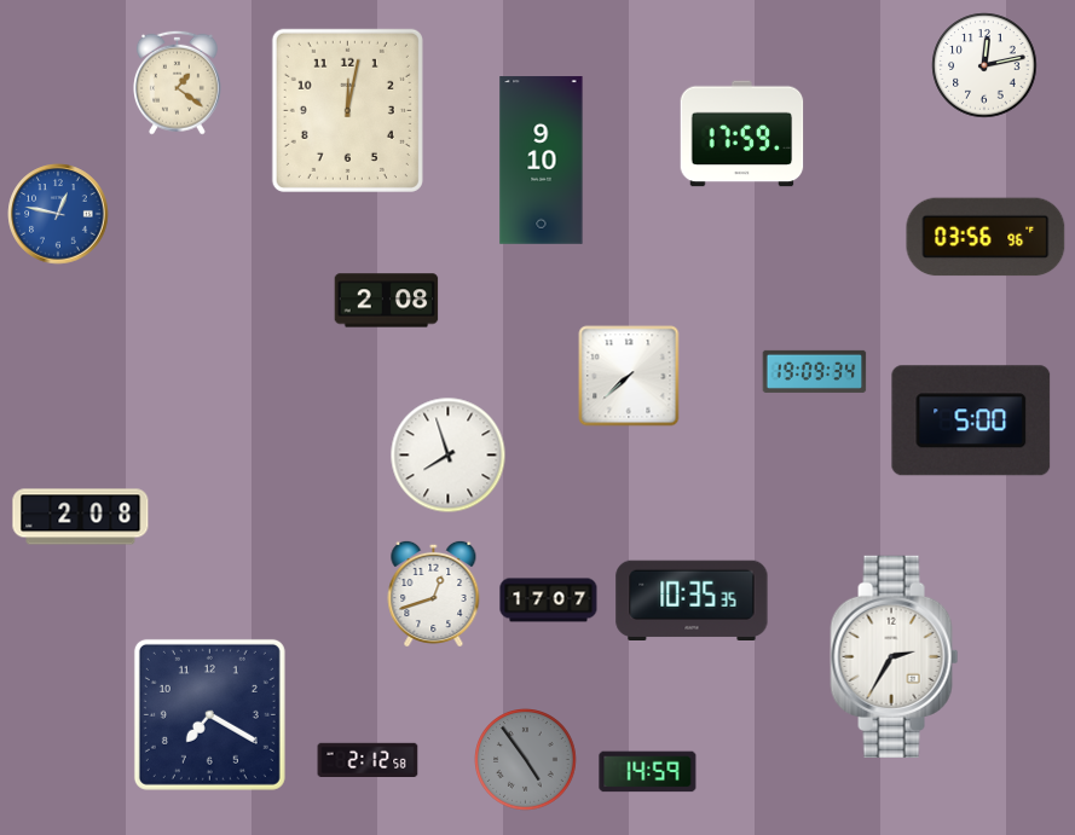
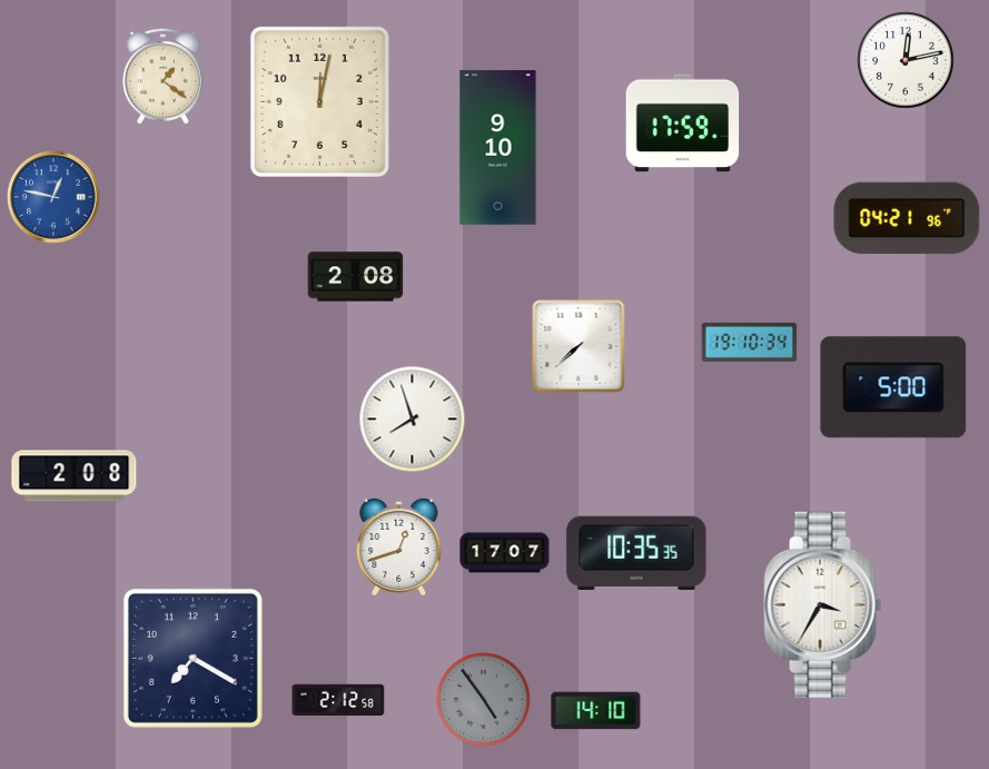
clock at (986, 237): 03:56 -> 04:21
clock at (815, 371): 19:09 -> 19:10
clock at (895, 656): 2:35 -> 3:35
clock at (648, 772): 14:59 -> 14:10
